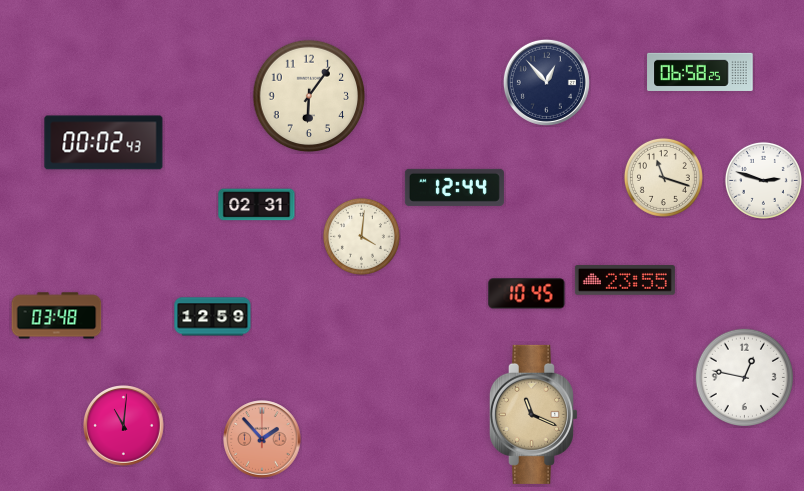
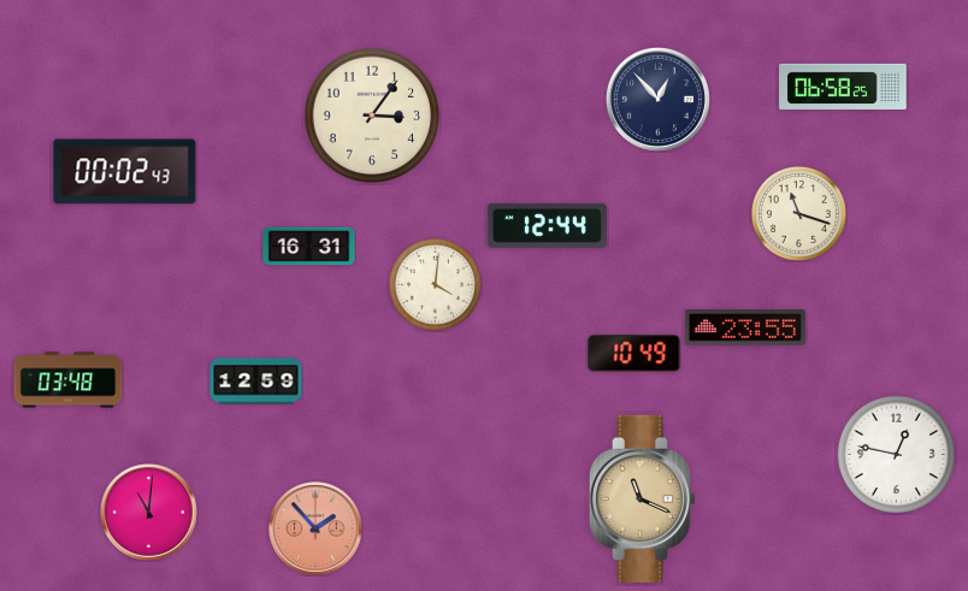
clock at (309, 96): 6:06 -> 3:06
clock at (763, 180): 2:48 -> none
clock at (257, 205): 02:31 -> 16:31
clock at (625, 280) position: (625, 280) -> (745, 327)
clock at (527, 294): 10:45 -> 10:49
